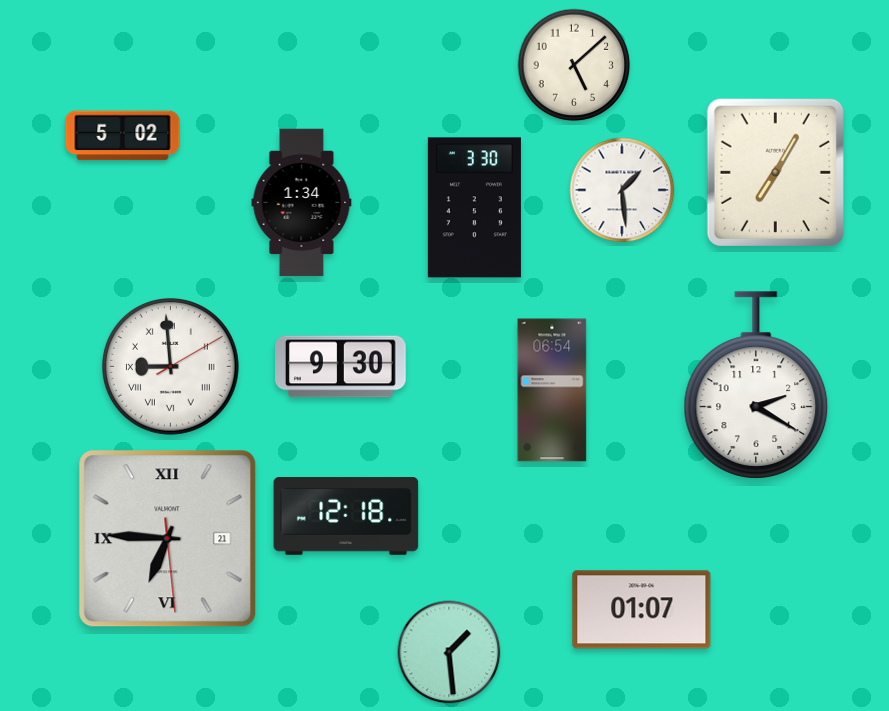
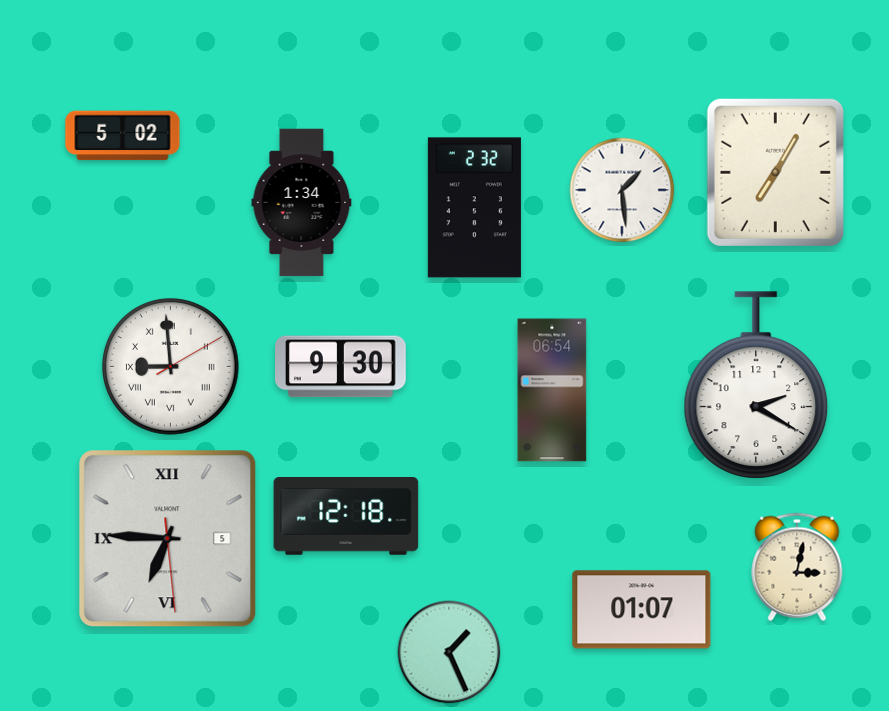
clock at (574, 65): 5:08 -> none
clock at (474, 208): 3:30 -> 2:32
clock at (168, 539) date: 21 -> 5
clock at (797, 567): none -> 3:02
clock at (449, 652): 1:29 -> 1:26
